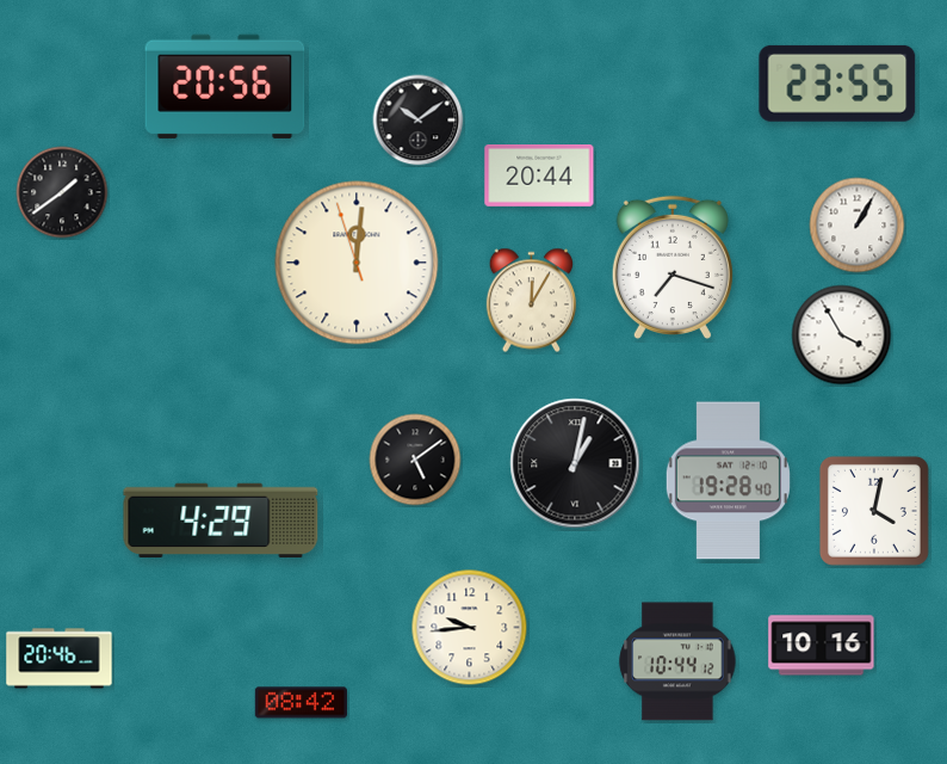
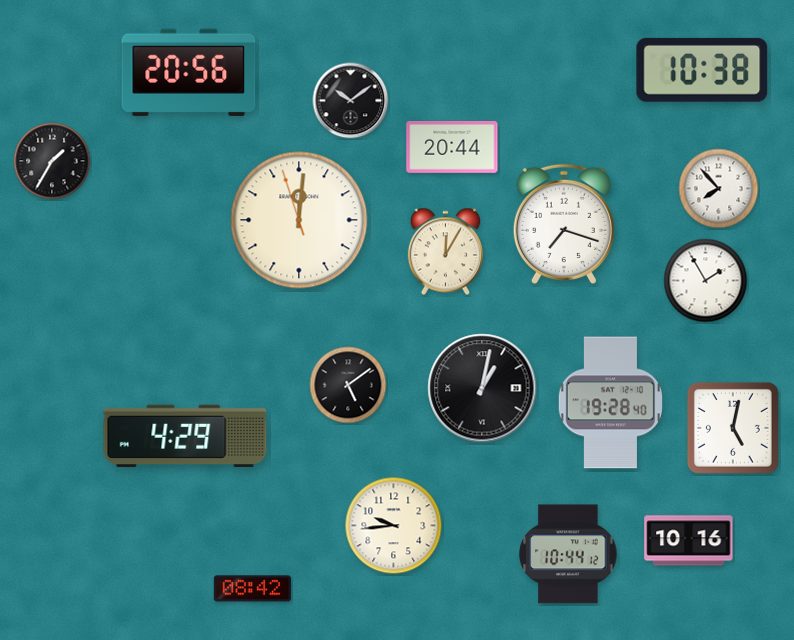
clock at (837, 84): 23:55 -> 10:38
clock at (62, 192): 1:39 -> 1:35
clock at (858, 226): 1:05 -> 7:53
clock at (842, 335): 3:55 -> 1:55
clock at (874, 511): 4:02 -> 5:02
clock at (60, 659): 20:46 -> none
